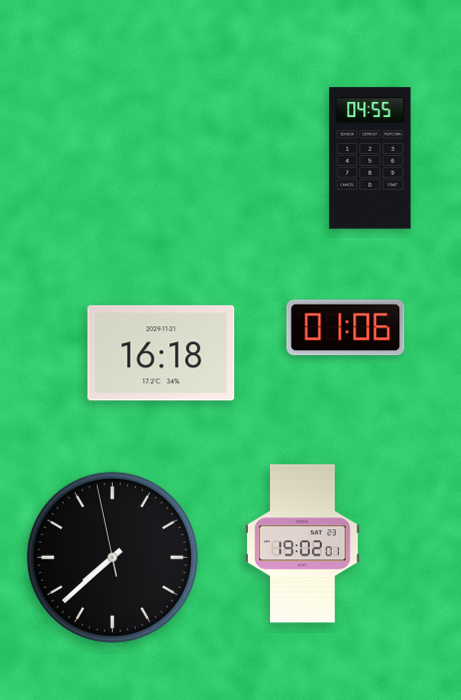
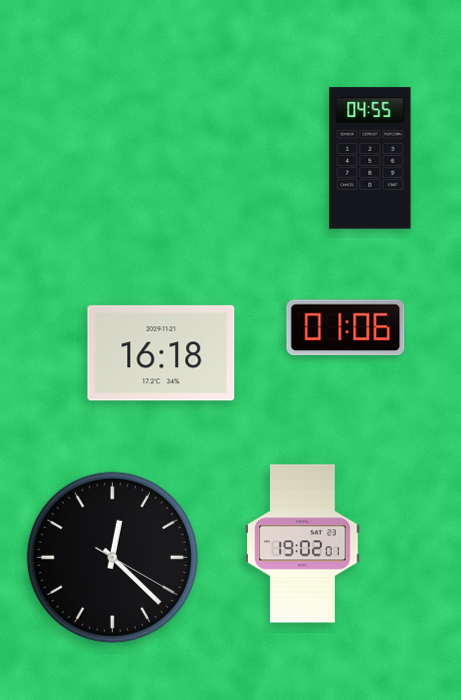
clock at (112, 557): 7:37 -> 12:22
